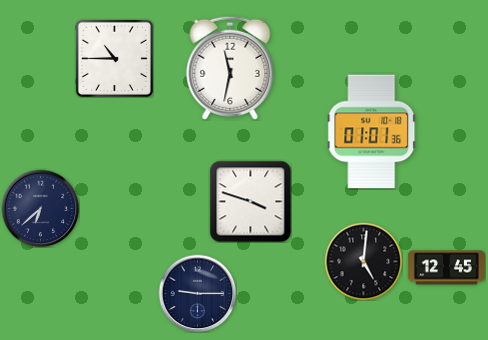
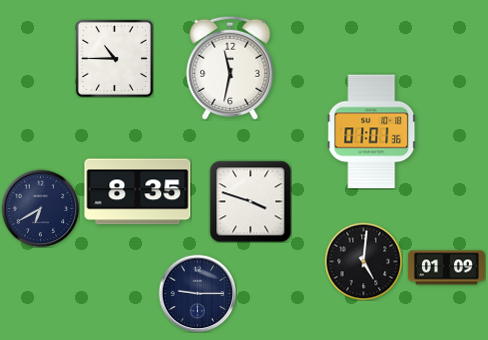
clock at (138, 192): none -> 8:35
clock at (40, 208): 6:38 -> 6:40
clock at (446, 268): 12:45 -> 01:09
